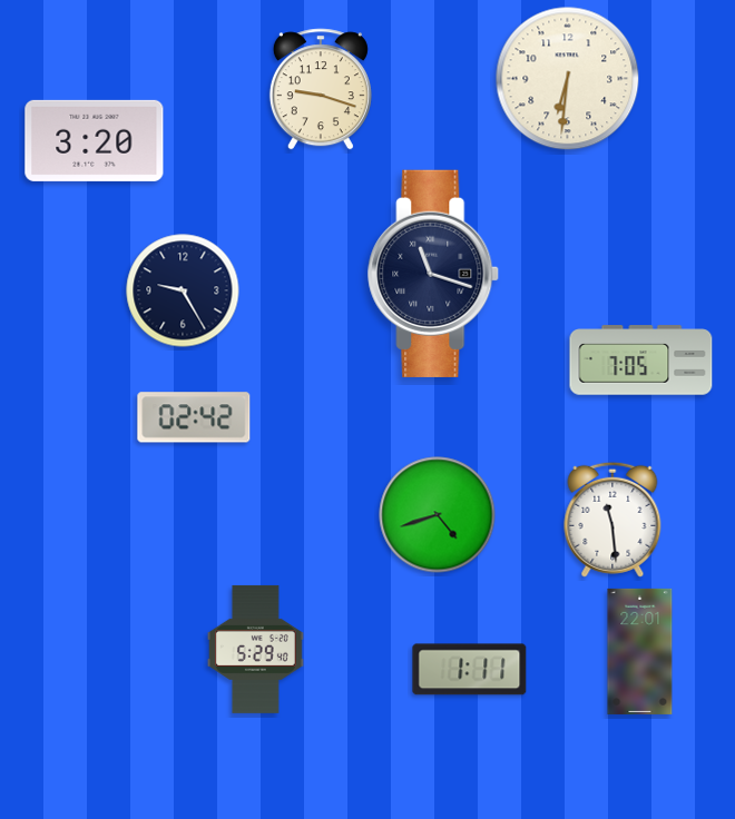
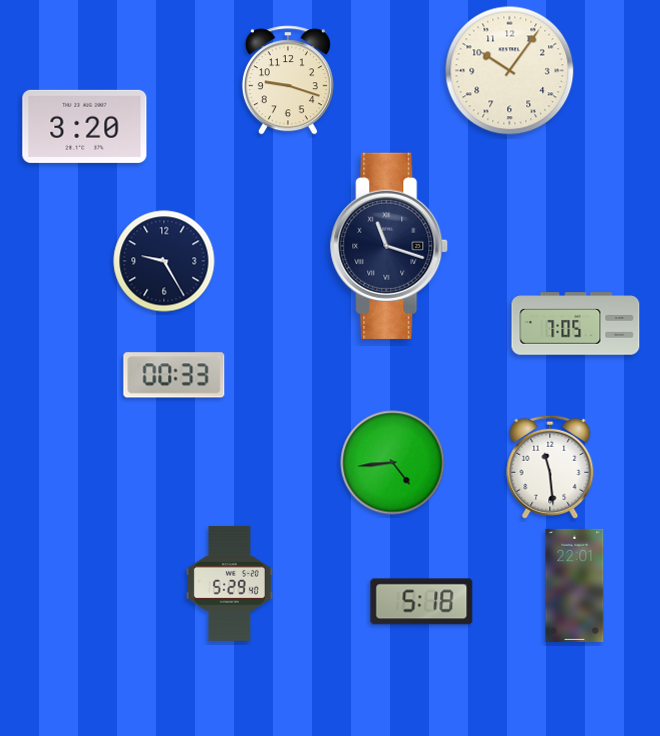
clock at (568, 79): 6:31 -> 10:06
clock at (194, 417): 02:42 -> 00:33
clock at (438, 515): 4:42 -> 4:44
clock at (470, 670): 1:11 -> 5:18
